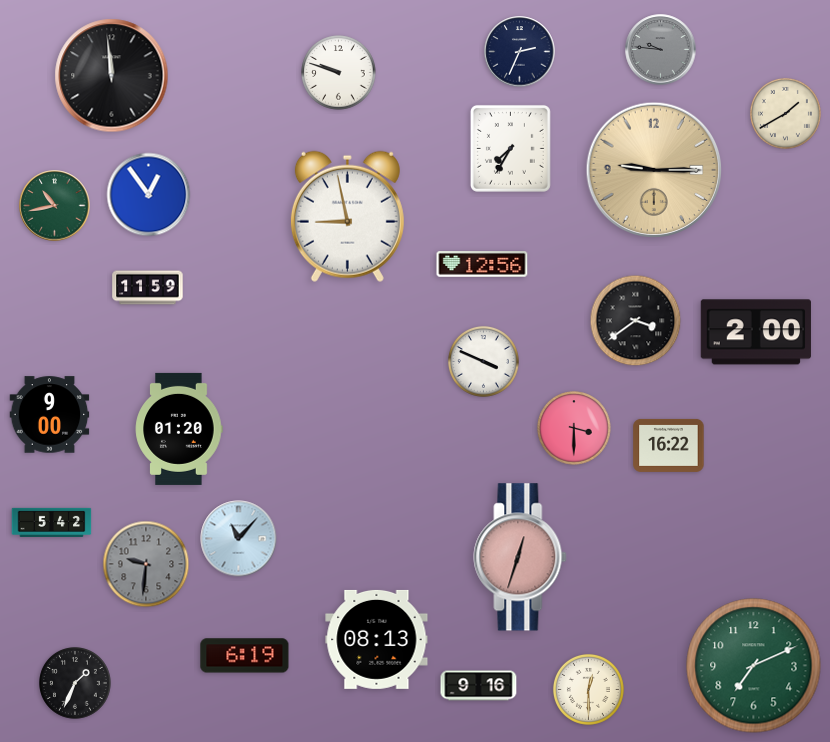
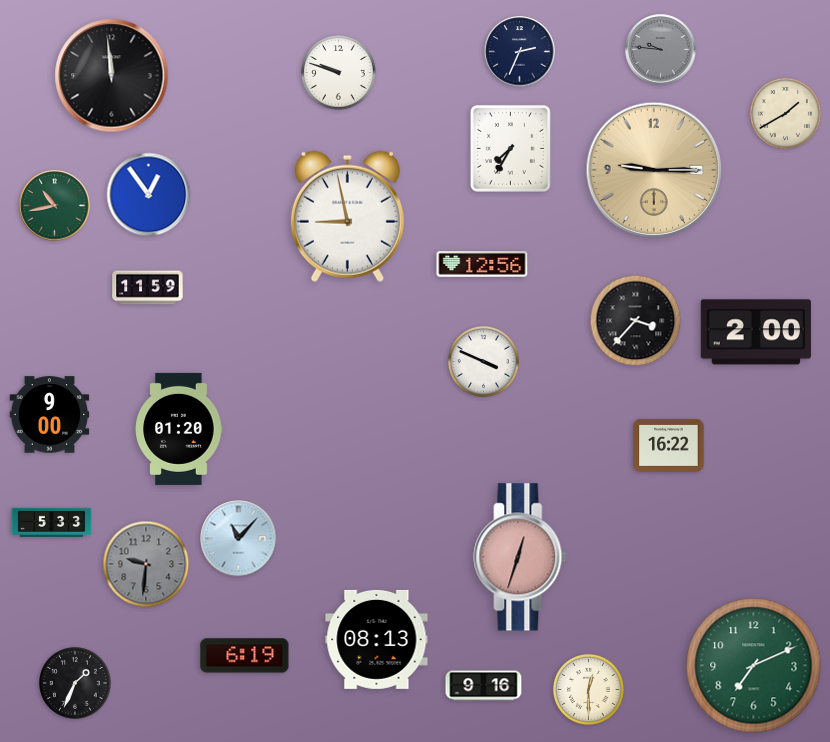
clock at (636, 321): 3:39 -> 3:37
clock at (574, 428): 3:30 -> none
clock at (52, 522): 5:42 -> 5:33
clock at (479, 686) position: (479, 686) -> (484, 686)
